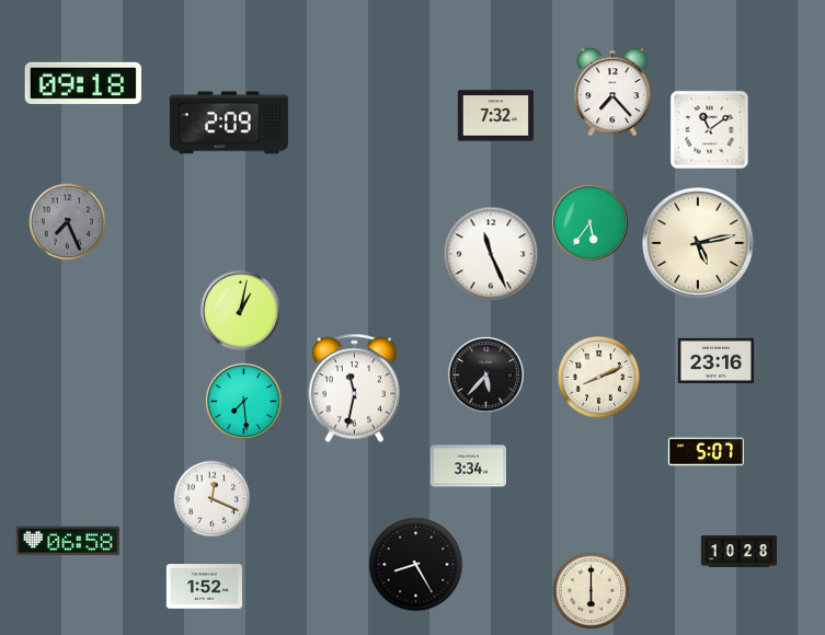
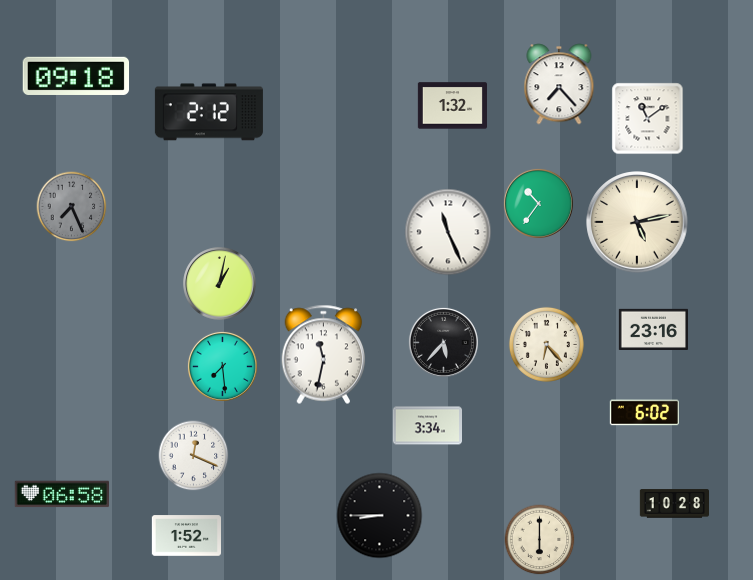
clock at (495, 116): 7:32 -> 1:32
clock at (229, 123): 2:09 -> 2:12
clock at (68, 222) position: (68, 222) -> (72, 207)
clock at (589, 222): 5:36 -> 10:36
clock at (598, 377): 8:11 -> 6:23
clock at (706, 452): 5:07 -> 6:02
clock at (416, 565): 8:25 -> 8:45
